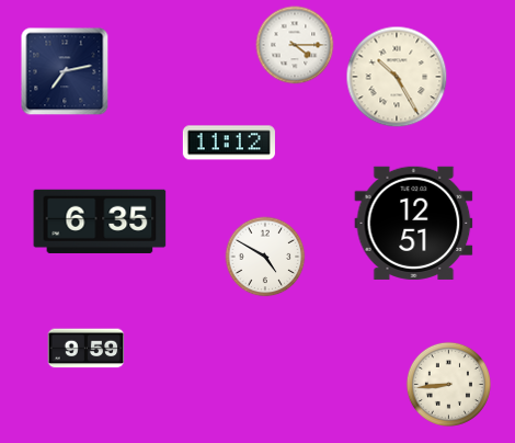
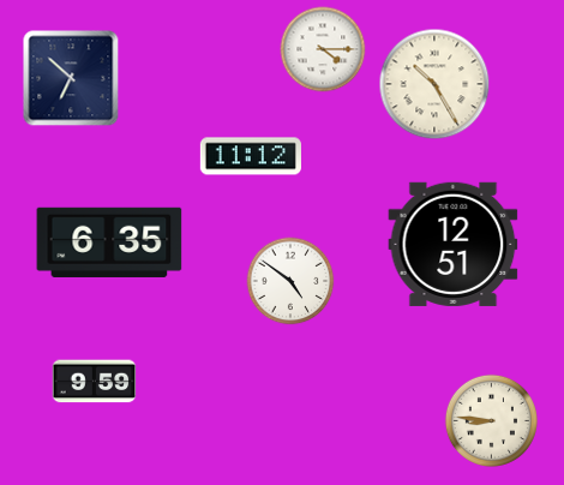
clock at (65, 71): 7:13 -> 6:52
clock at (265, 257): 4:50 -> 4:51
clock at (448, 384): 8:44 -> 8:46
